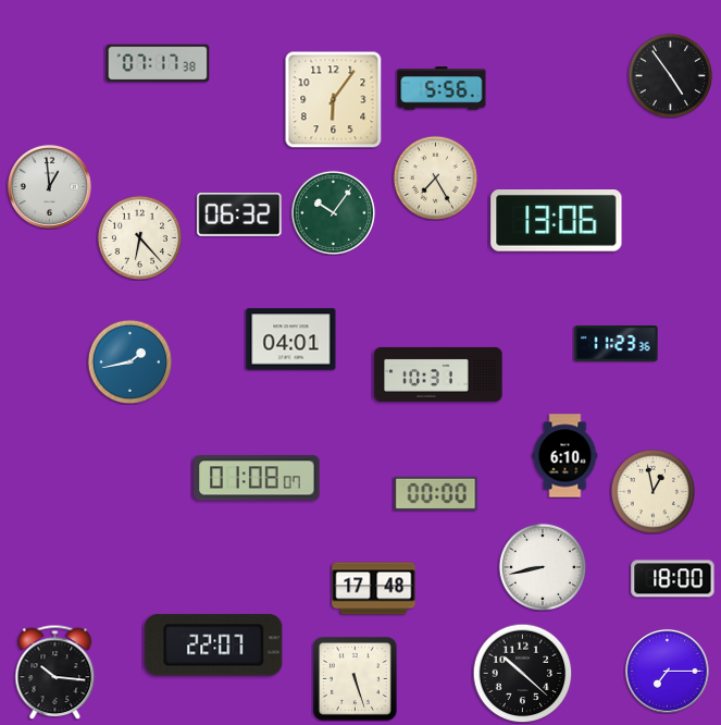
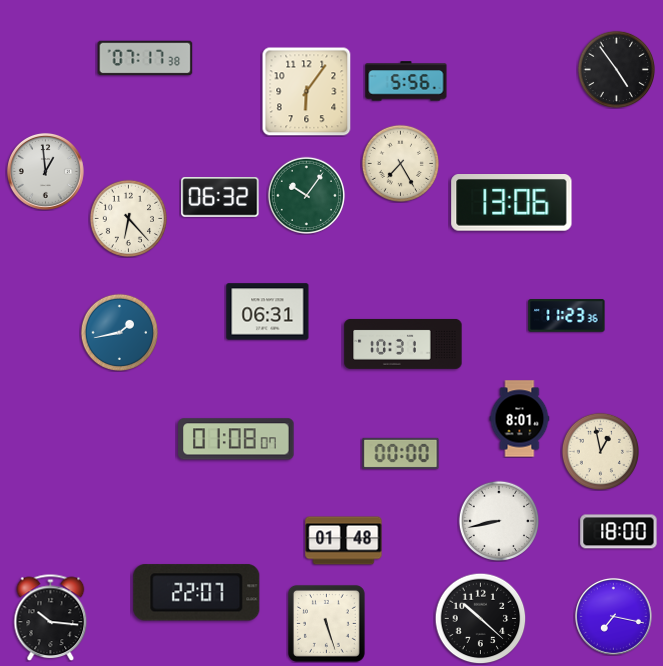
clock at (291, 340): 04:01 -> 06:31
clock at (565, 456): 6:10 -> 8:01
clock at (374, 589): 17:48 -> 01:48
clock at (667, 671): 7:15 -> 7:17
